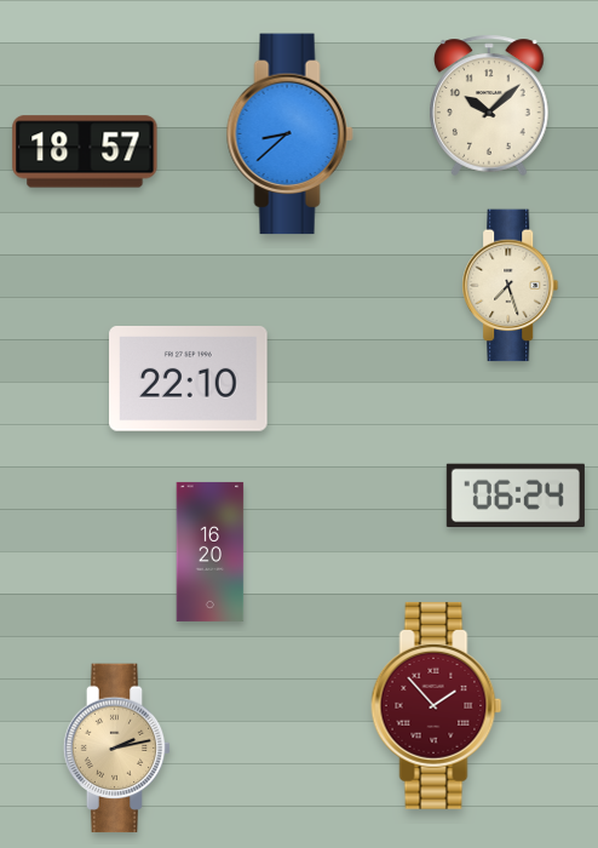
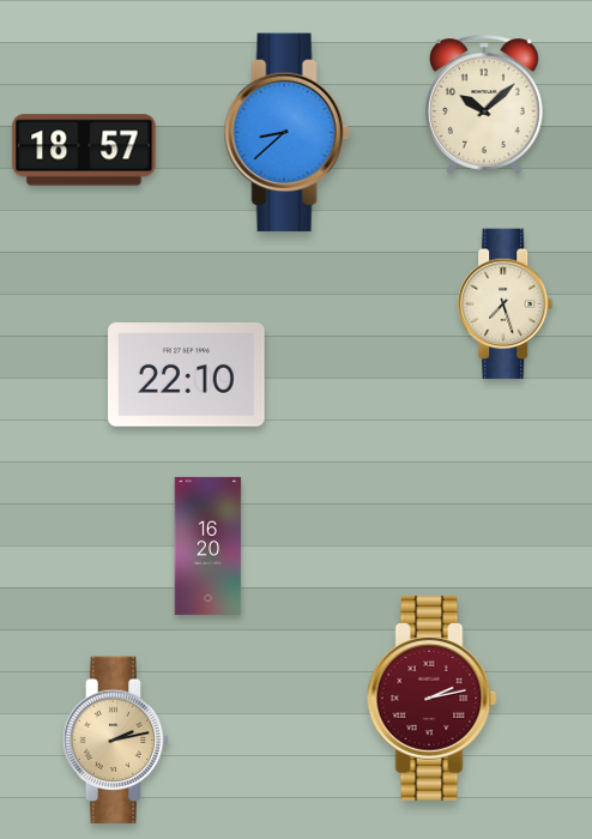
clock at (511, 286) position: (511, 286) -> (506, 304)
clock at (516, 494): 06:24 -> none
clock at (437, 705): 1:53 -> 2:13
